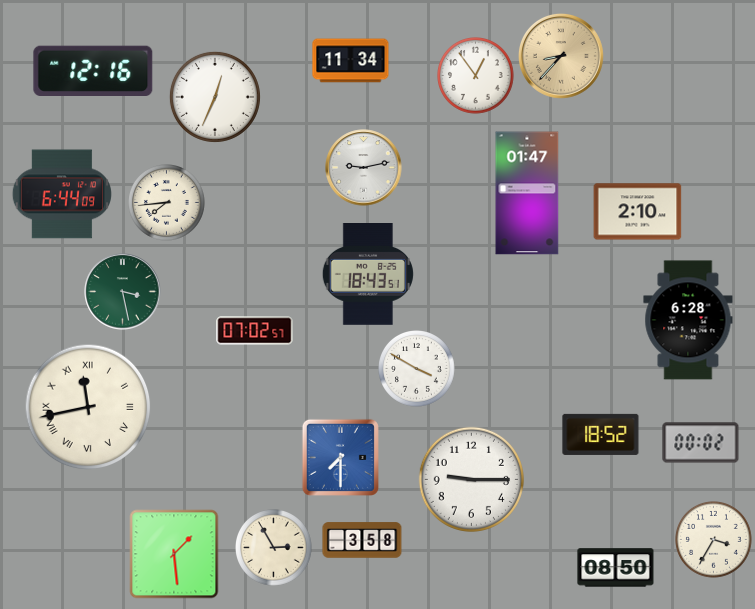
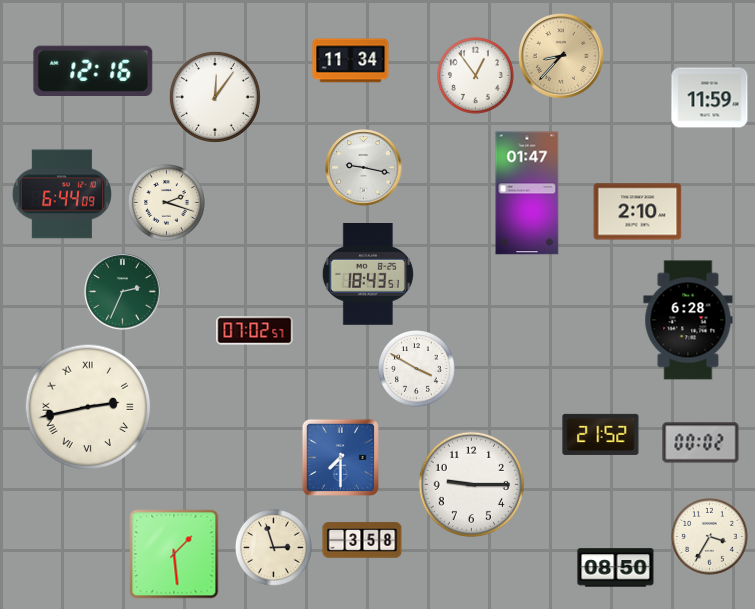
clock at (215, 97): 12:34 -> 12:06
clock at (710, 98): none -> 11:59
clock at (364, 168): 9:13 -> 9:17
clock at (167, 203): 7:44 -> 2:18
clock at (123, 292): 3:28 -> 2:34
clock at (88, 407): 11:43 -> 2:43
clock at (601, 434): 18:52 -> 21:52
clock at (471, 479) position: (471, 479) -> (471, 484)
clock at (714, 540) position: (714, 540) -> (710, 537)
clock at (274, 548): 2:55 -> 2:57
